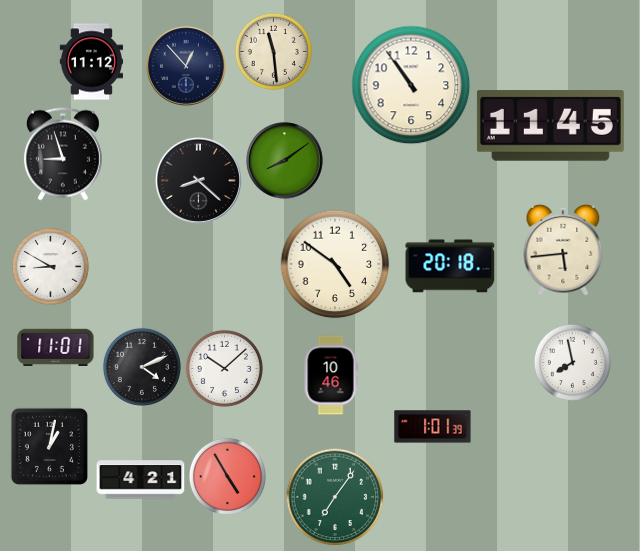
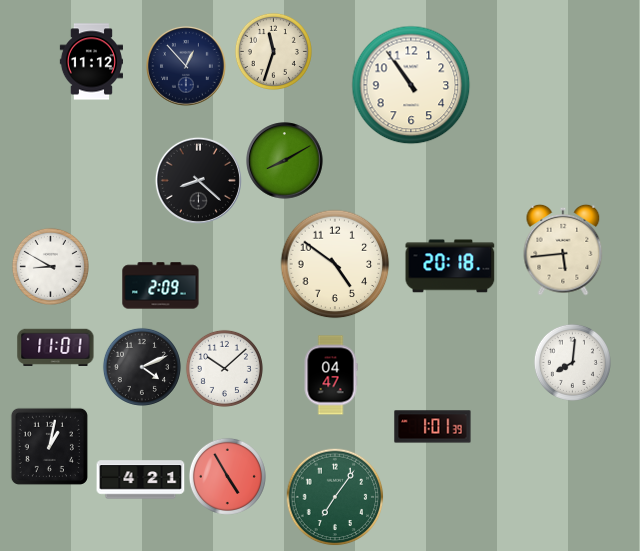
clock at (273, 51): 11:29 -> 11:33
clock at (550, 126): 11:45 -> none
clock at (63, 154): 8:57 -> none
clock at (285, 161): 8:09 -> 8:10
clock at (161, 286): none -> 2:09
clock at (572, 362): 7:58 -> 8:01
clock at (331, 375): 10:46 -> 04:47
